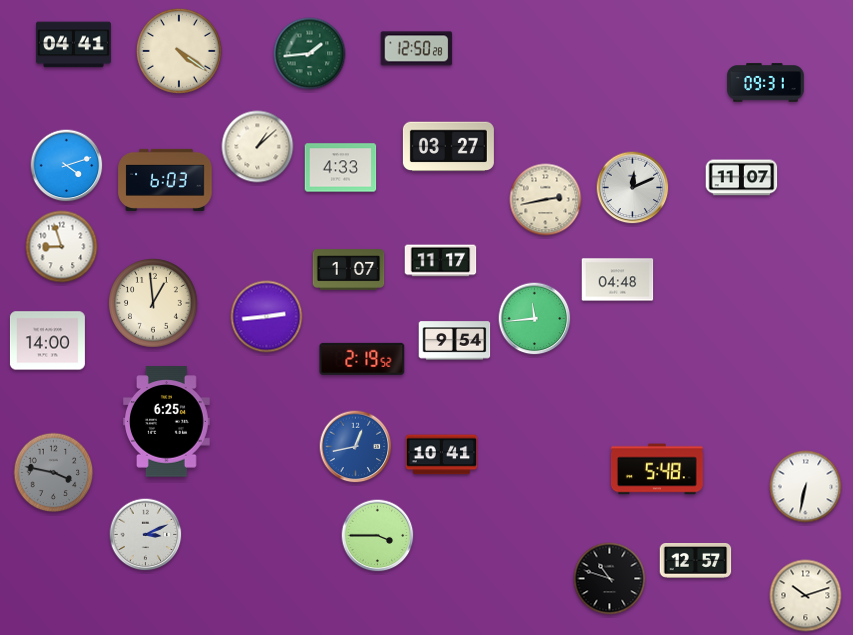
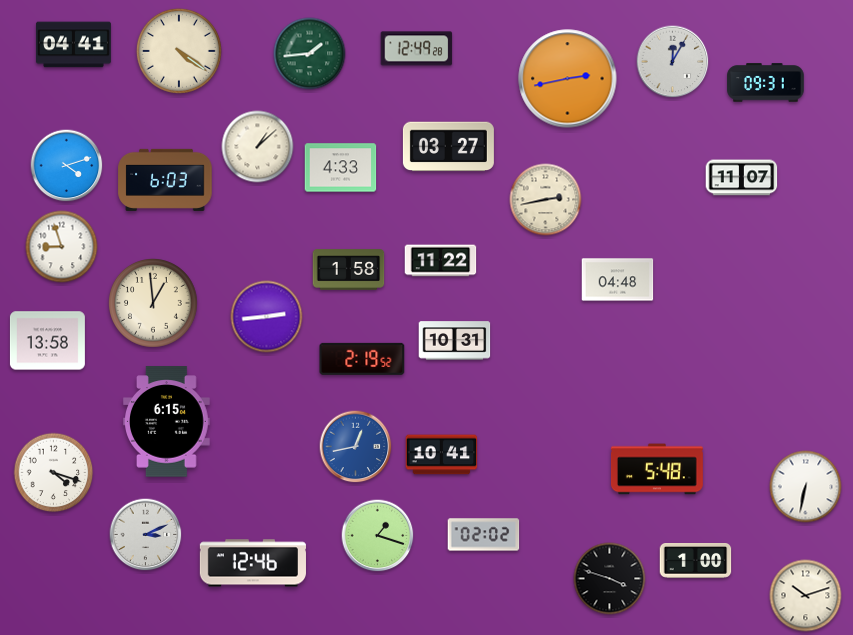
clock at (417, 49): 12:50 -> 12:49
clock at (673, 62): none -> 12:05
clock at (568, 79): none -> 2:43
clock at (633, 188): 12:11 -> none
clock at (441, 261): 11:17 -> 11:22
clock at (349, 270): 1:07 -> 1:58
clock at (535, 319): 11:44 -> none
clock at (47, 341): 14:00 -> 13:58
clock at (455, 341): 9:54 -> 10:31
clock at (167, 422): 6:25 -> 6:15
clock at (54, 473): 3:47 -> 4:18
clock at (54, 473) dial: grey -> white
clock at (484, 535): none -> 02:02
clock at (378, 536): 3:45 -> 1:18
clock at (696, 561): 12:57 -> 1:00
clock at (252, 563): none -> 12:46
clock at (610, 579): 10:48 -> 3:48
